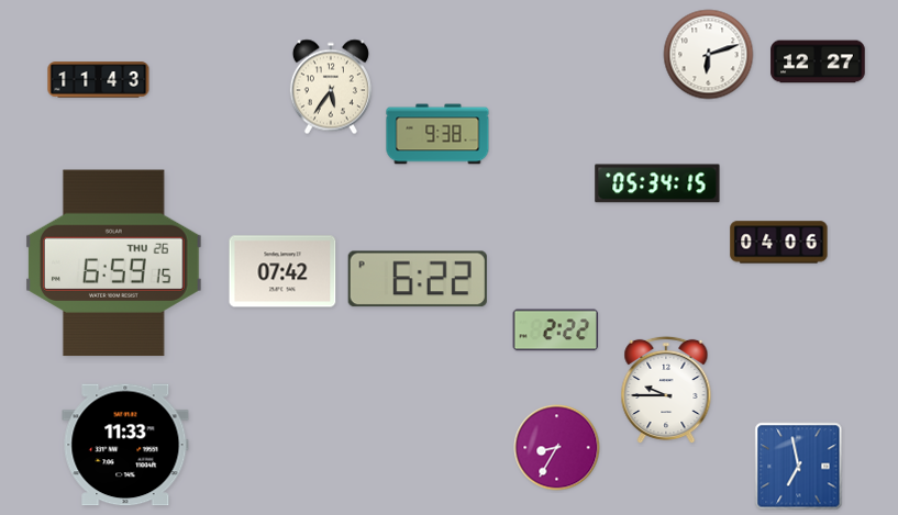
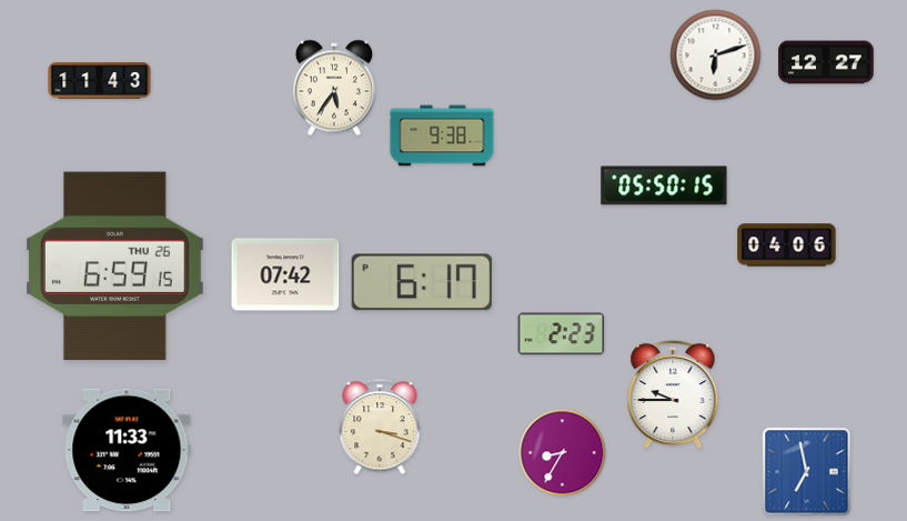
clock at (657, 183): 05:34 -> 05:50
clock at (418, 279): 6:22 -> 6:17
clock at (556, 331): 2:22 -> 2:23
clock at (380, 427): none -> 3:18
